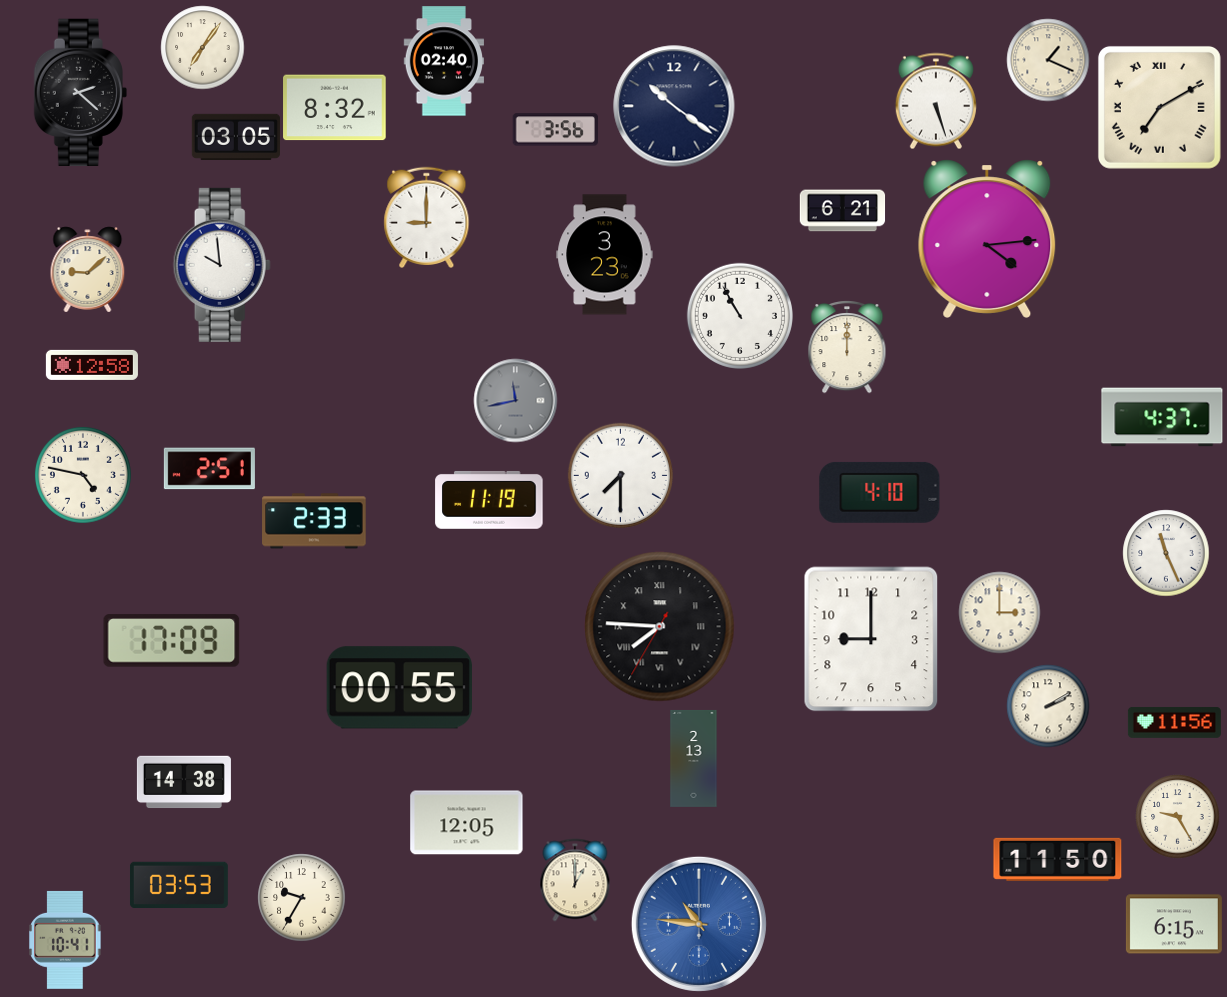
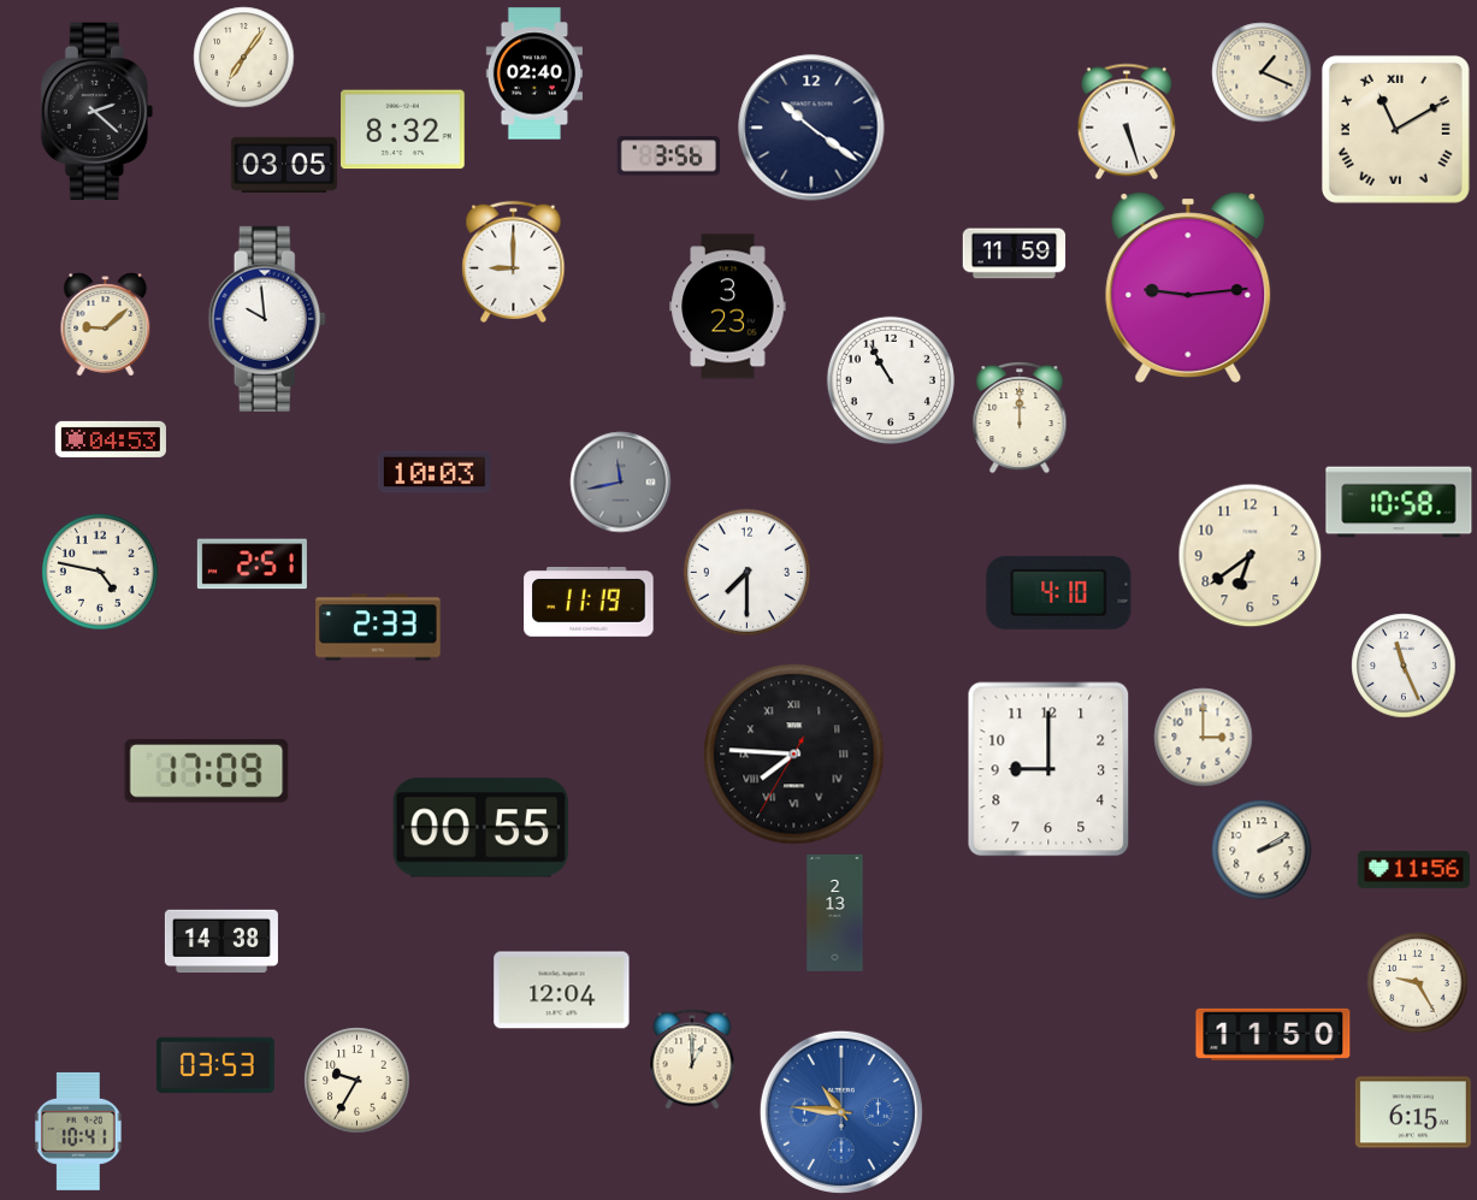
clock at (1159, 107): 7:10 -> 11:10
clock at (842, 211): 6:21 -> 11:59
clock at (987, 239): 4:14 -> 9:14
clock at (92, 365): 12:58 -> 04:53
clock at (435, 472): none -> 10:03
clock at (1162, 417): 4:37 -> 10:58
clock at (1249, 555): none -> 6:39
clock at (467, 823): 12:05 -> 12:04
clock at (301, 897) position: (301, 897) -> (356, 1080)
